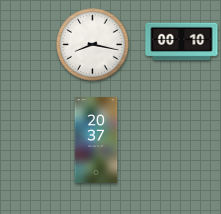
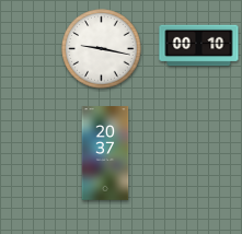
clock at (93, 45): 8:17 -> 9:17
